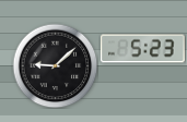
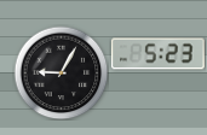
clock at (55, 65): 9:08 -> 9:05
